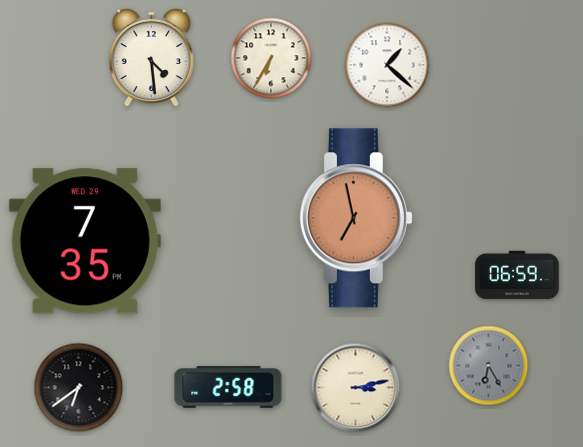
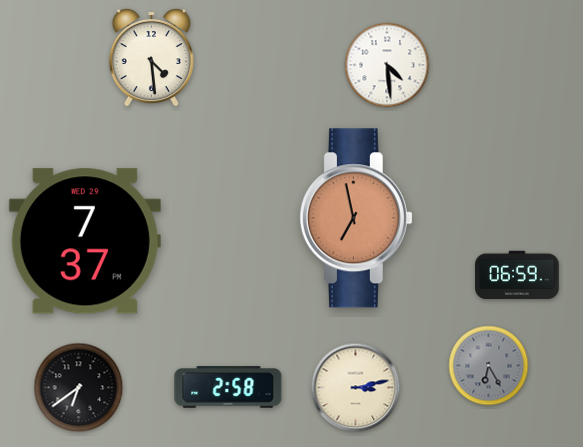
clock at (271, 58): 6:35 -> none
clock at (387, 65): 1:22 -> 4:29
clock at (85, 241): 7:35 -> 7:37
